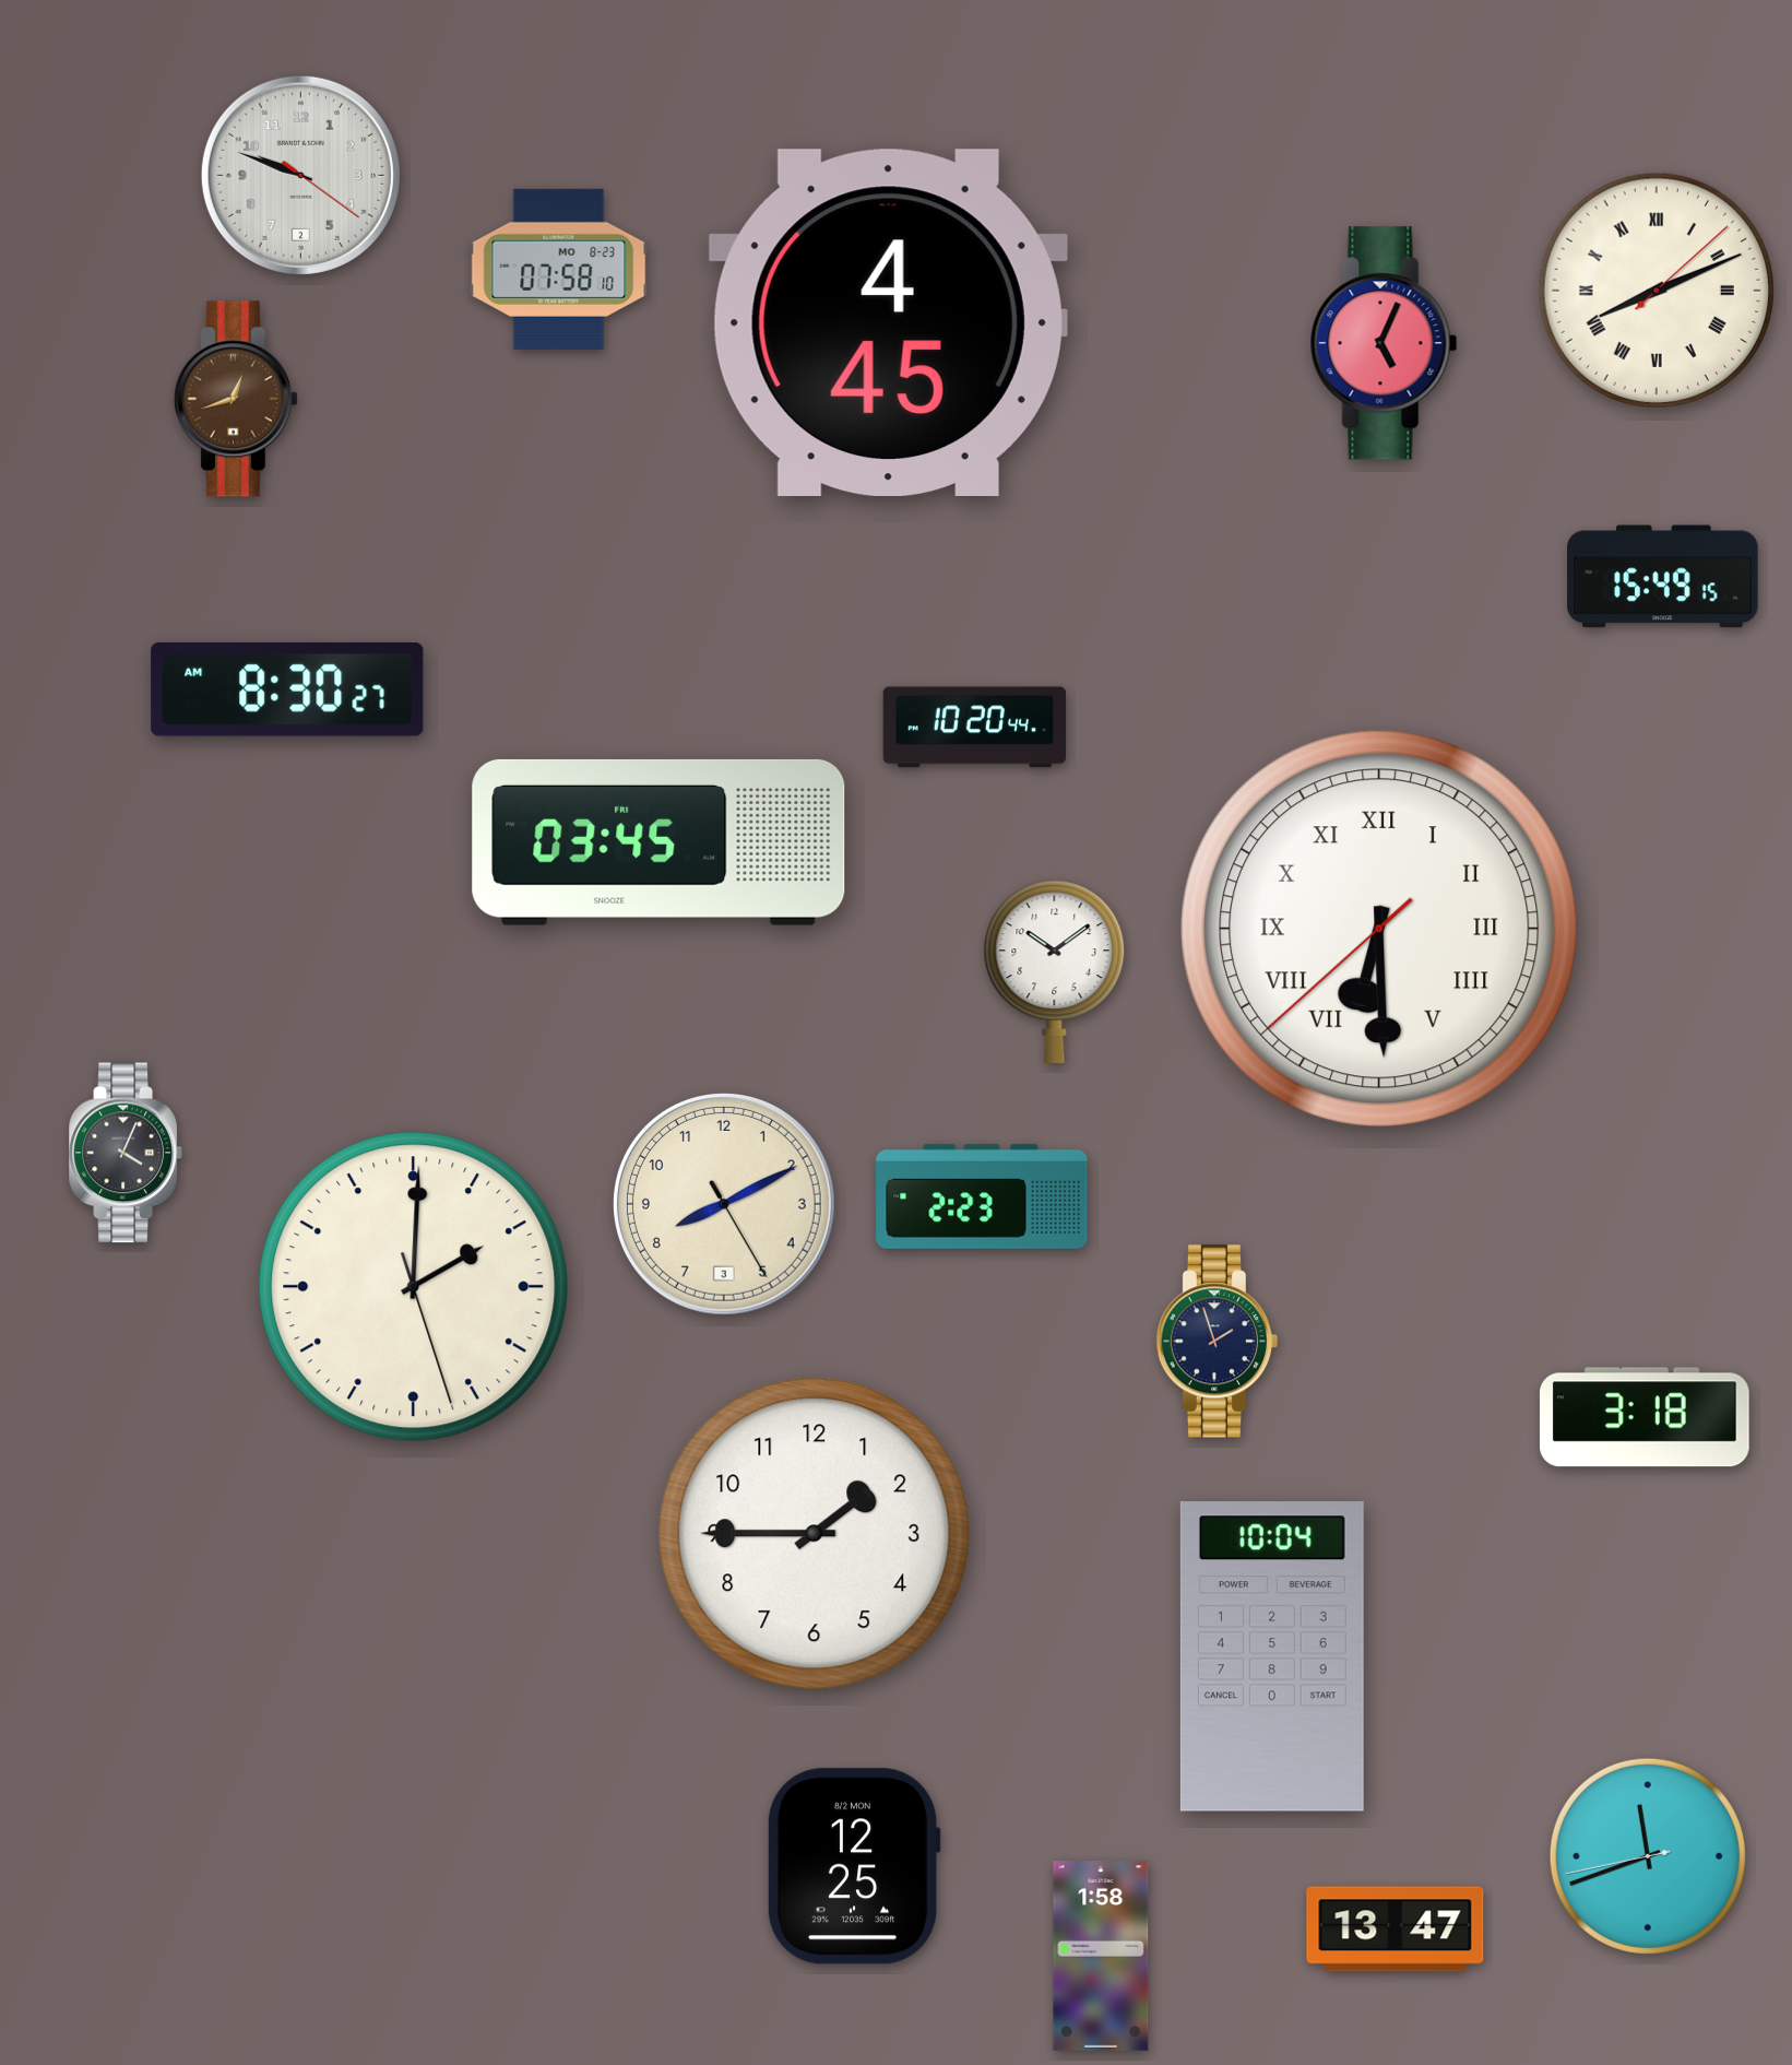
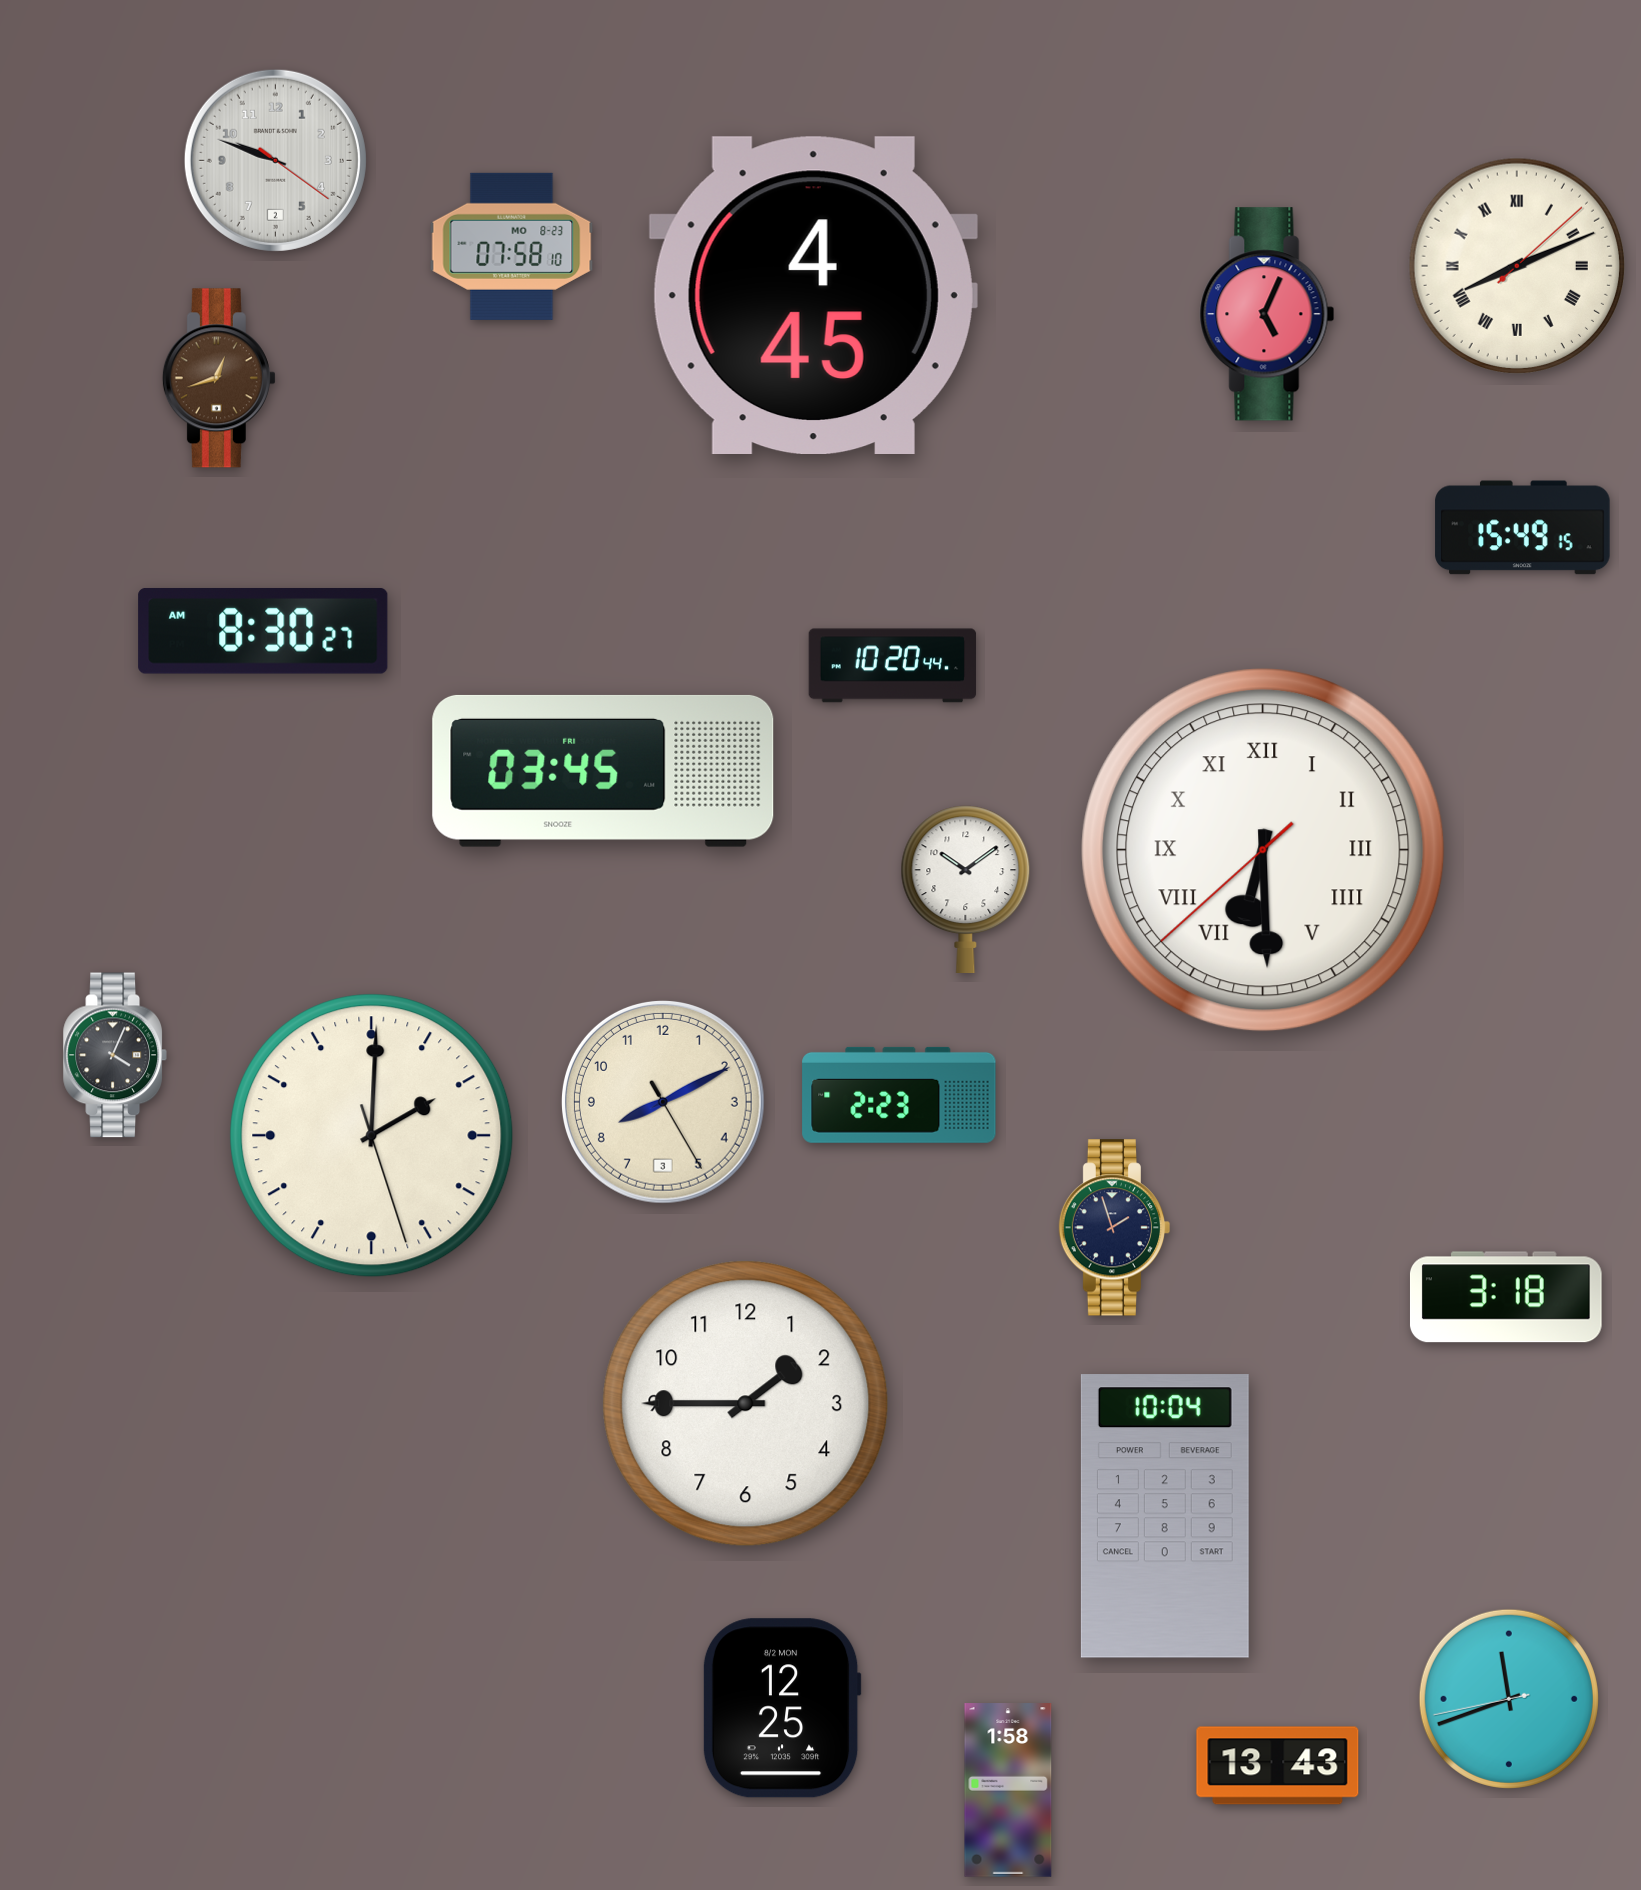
clock at (236, 399) position: (236, 399) -> (219, 378)
clock at (414, 1287) position: (414, 1287) -> (372, 1136)
clock at (1396, 1930): 13:47 -> 13:43
